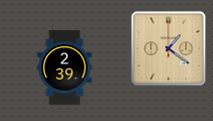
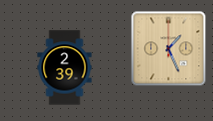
clock at (169, 49): 1:21 -> 1:26
